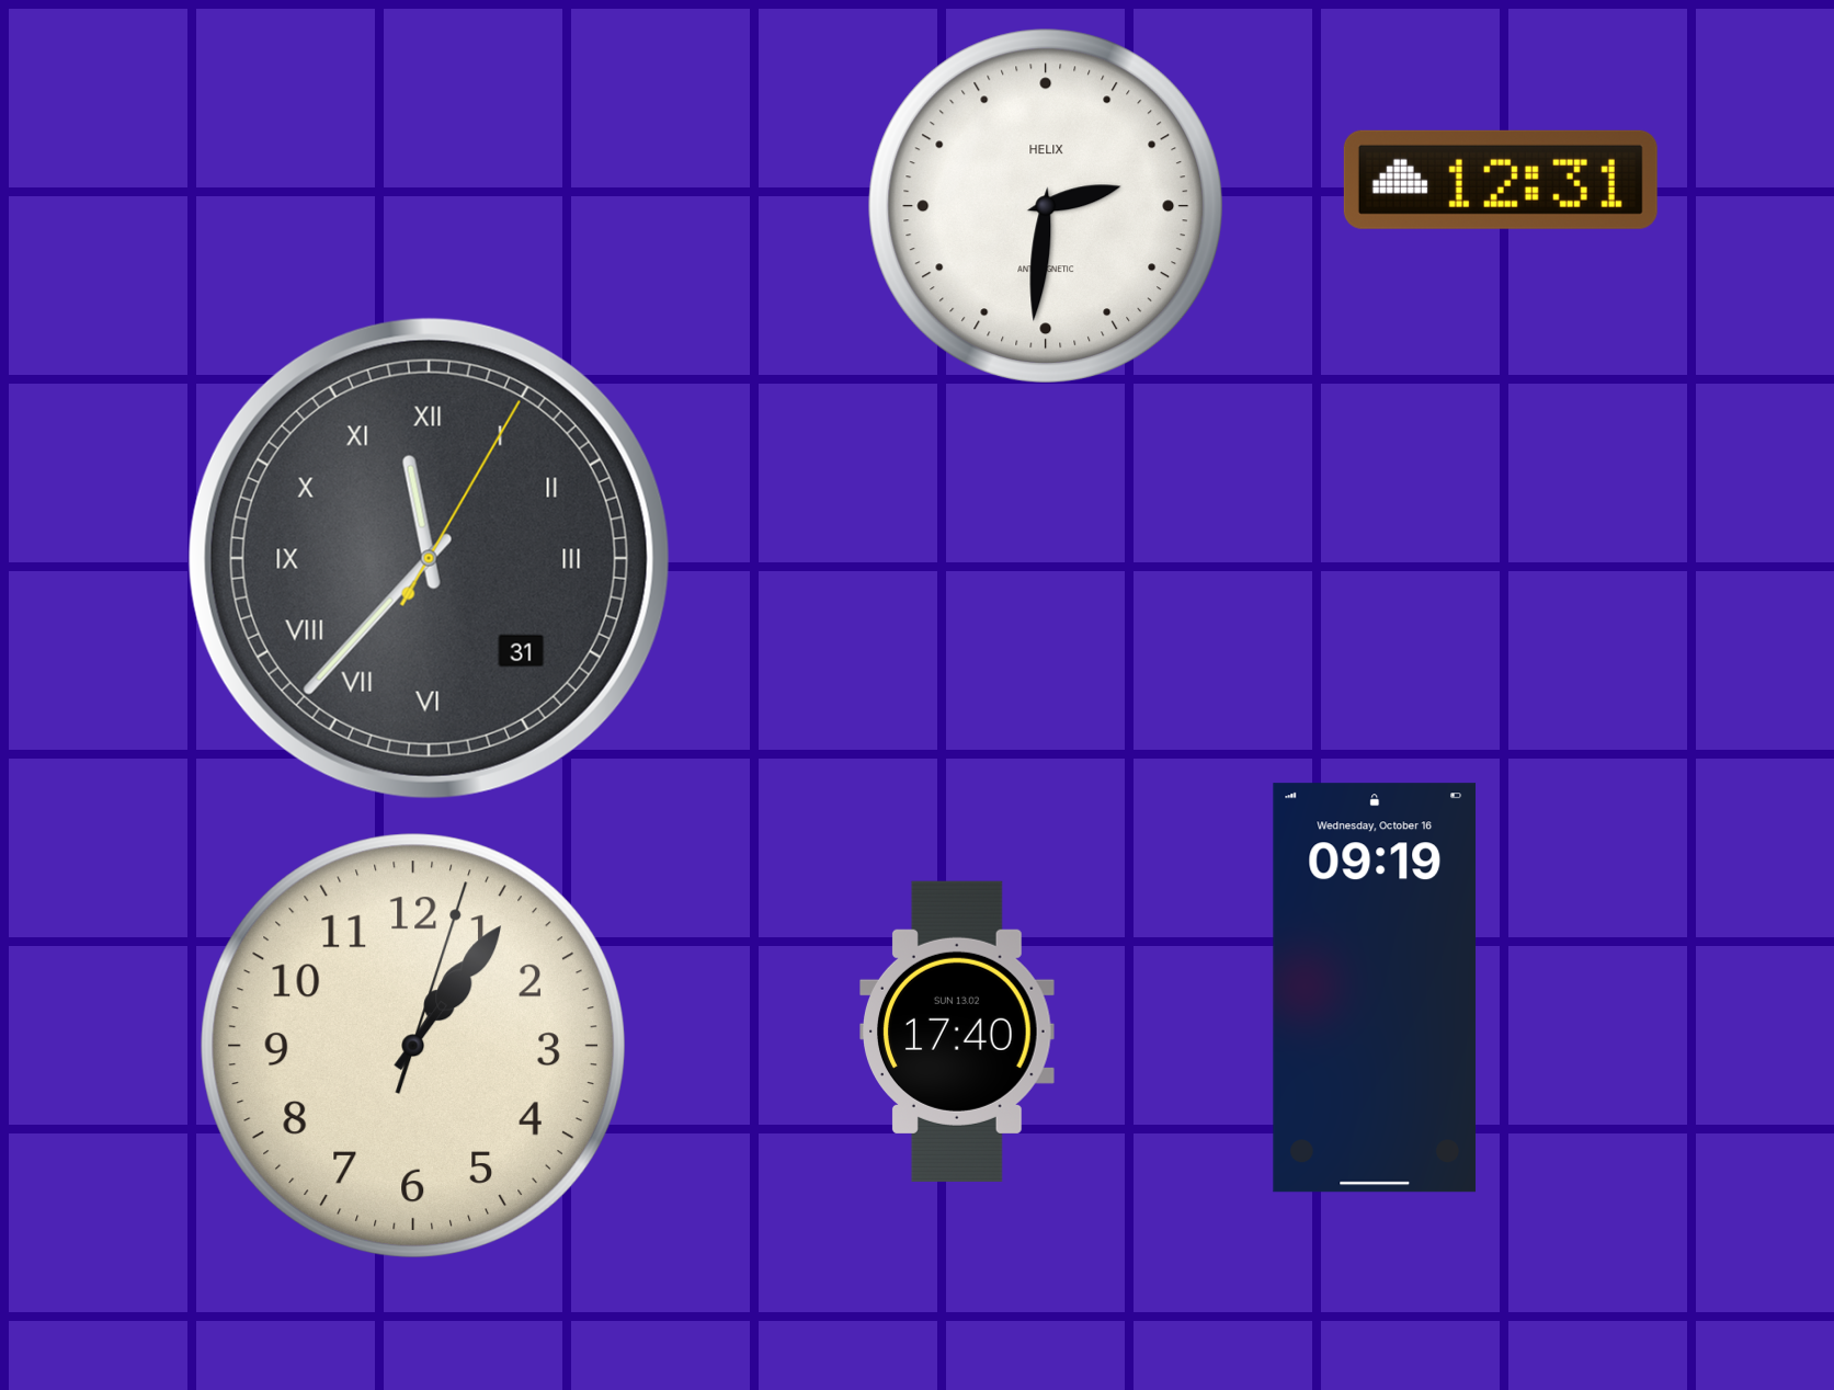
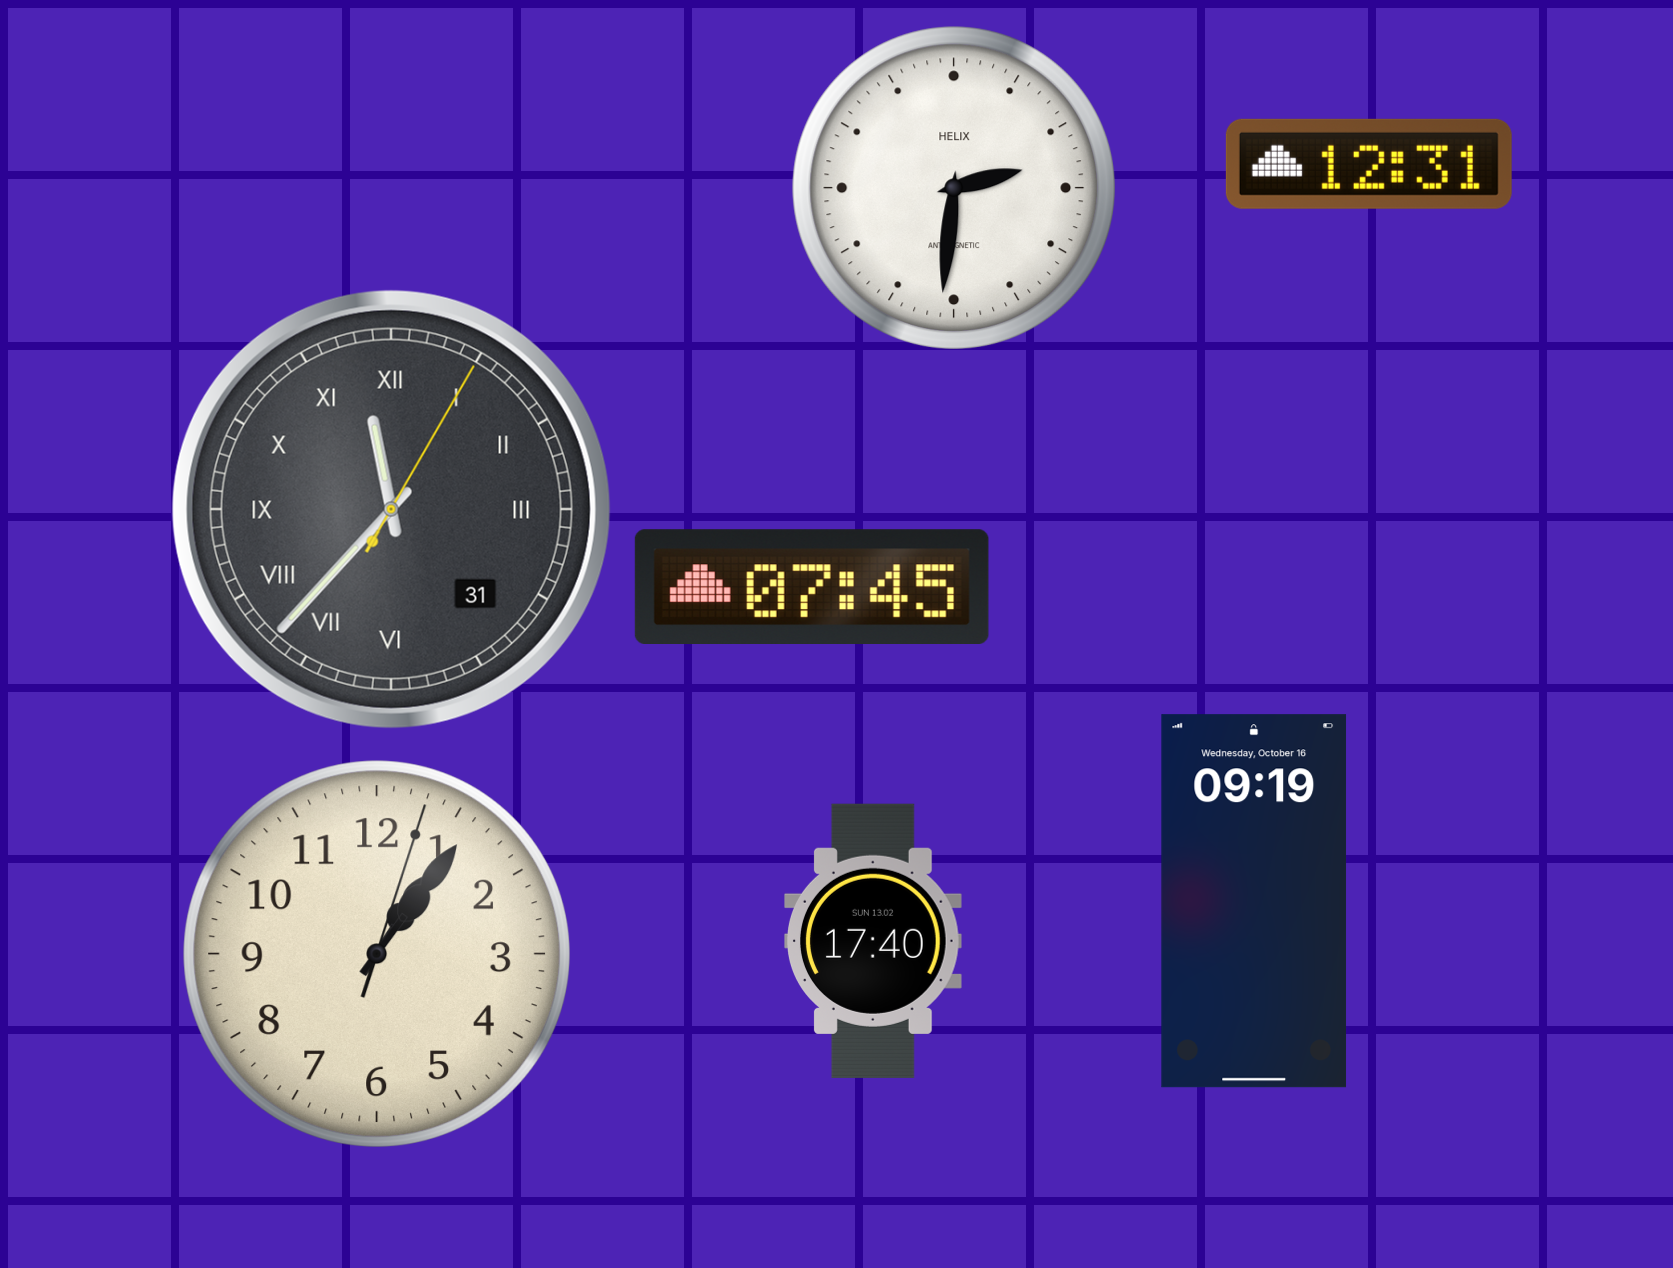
clock at (812, 586): none -> 07:45
